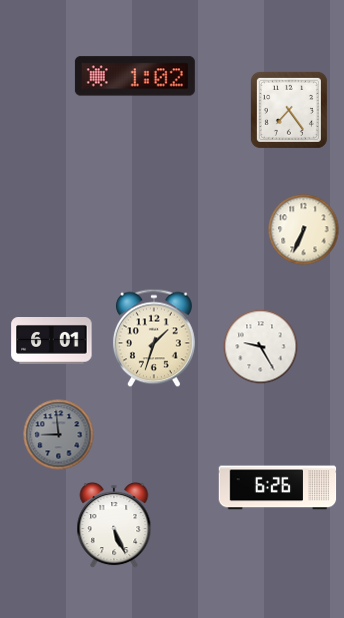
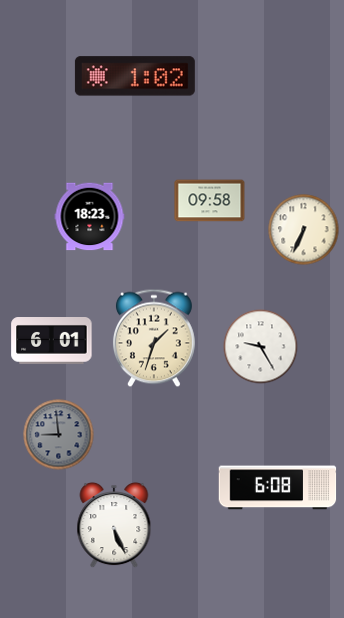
clock at (289, 110): 7:24 -> none
clock at (210, 201): none -> 09:58
clock at (90, 217): none -> 18:23
clock at (278, 488): 6:26 -> 6:08
